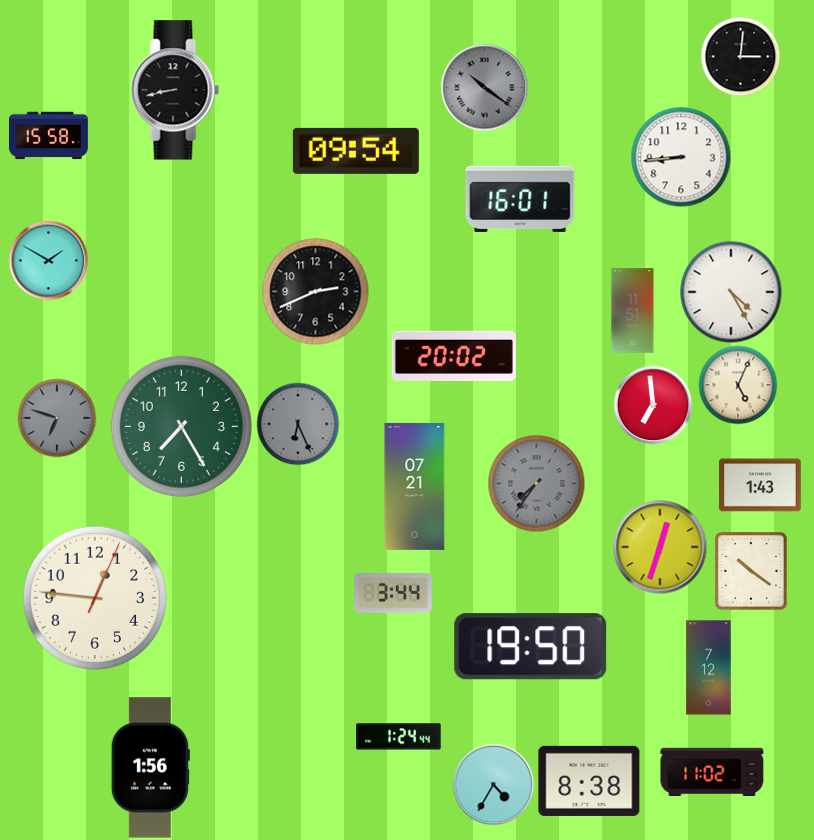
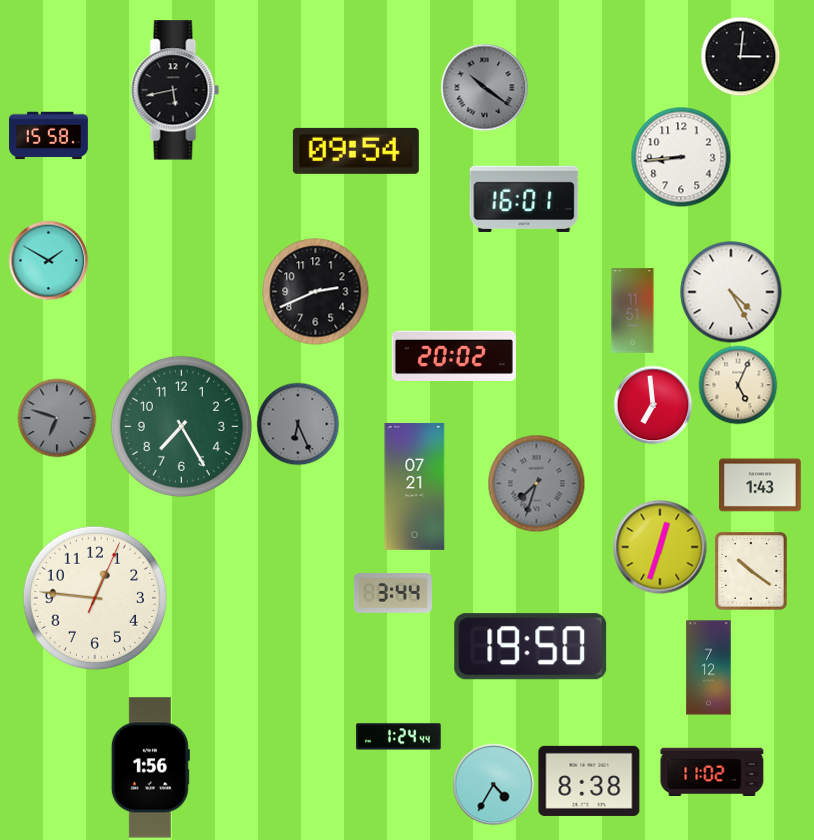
clock at (175, 90): 8:43 -> 5:43
clock at (520, 199) position: (520, 199) -> (524, 199)
clock at (536, 483): 7:36 -> 7:33
